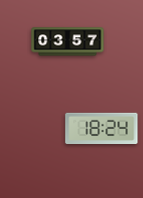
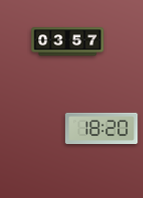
clock at (102, 128): 18:24 -> 18:20
